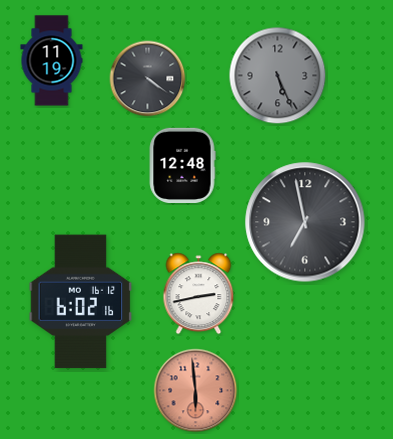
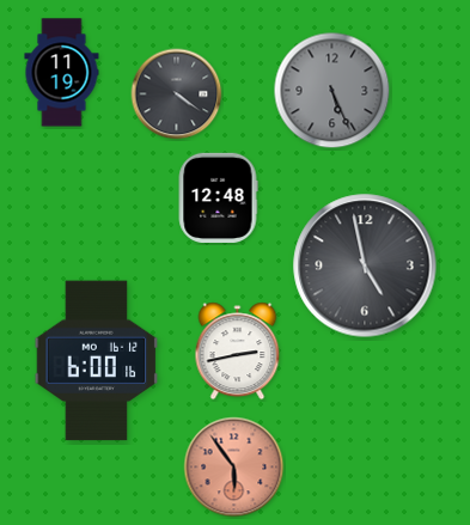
clock at (305, 222): 6:58 -> 4:58
clock at (81, 302): 6:02 -> 6:00
clock at (196, 391): 5:59 -> 5:54
